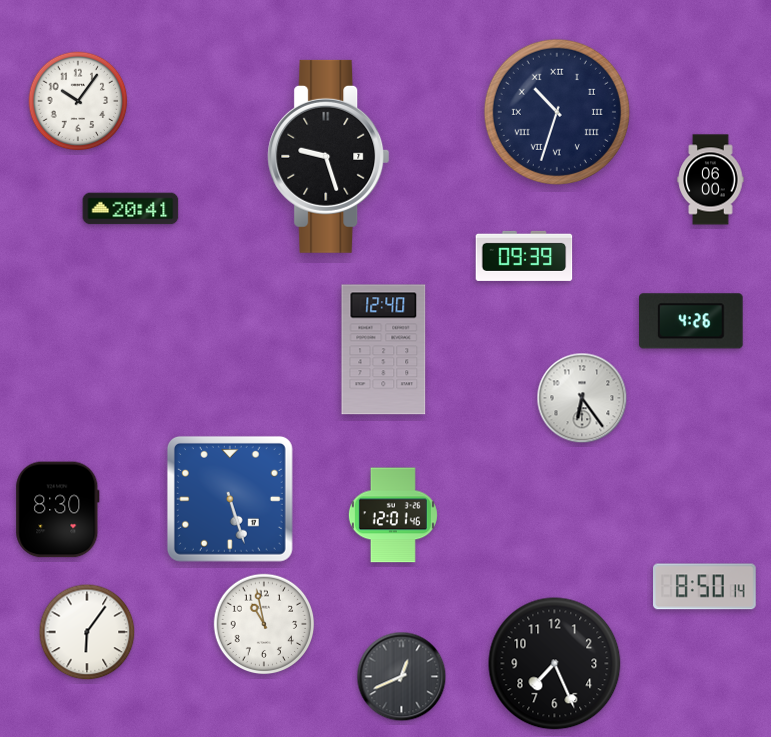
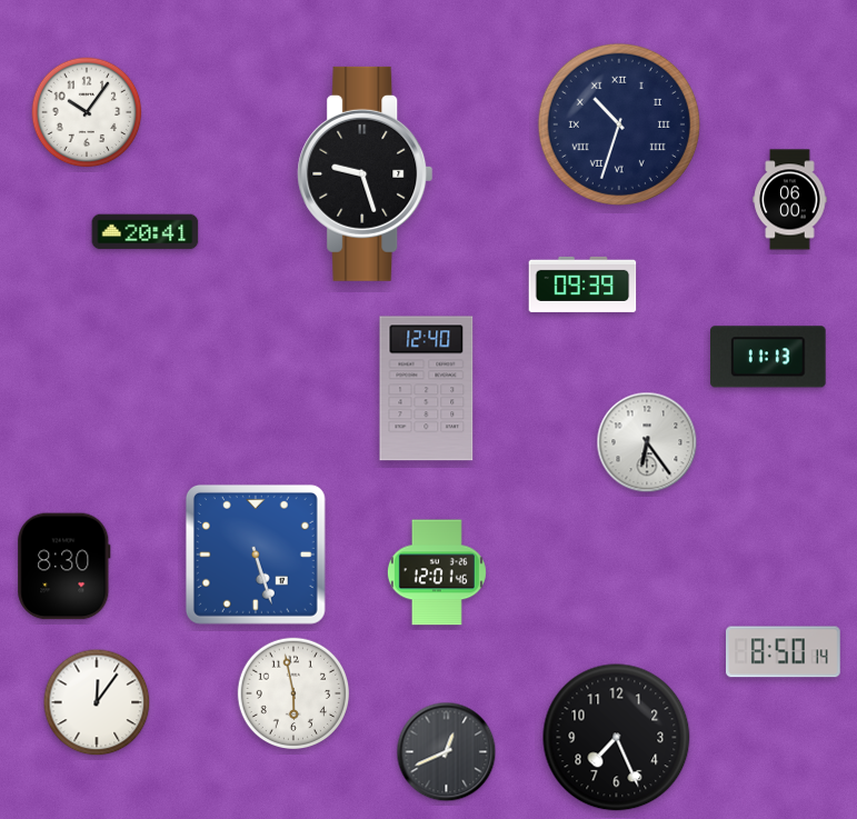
clock at (692, 321): 4:26 -> 11:13
clock at (264, 624): 10:58 -> 5:58
clock at (87, 632): 6:06 -> 12:06
